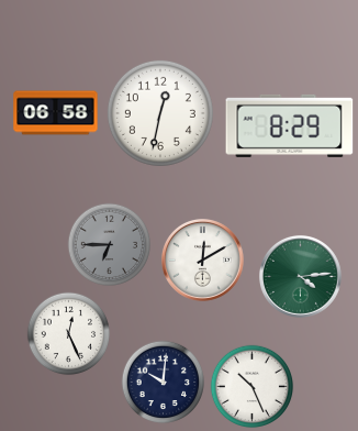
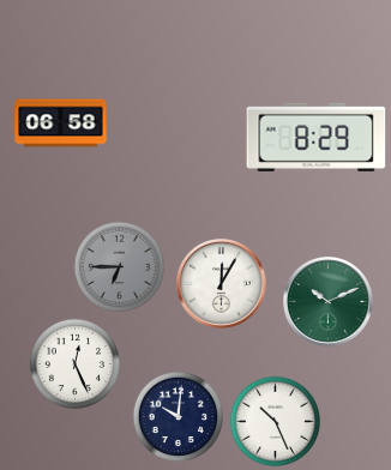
clock at (160, 113): 12:32 -> none
clock at (202, 259): 12:10 -> 12:05
clock at (300, 276): 4:14 -> 10:11
